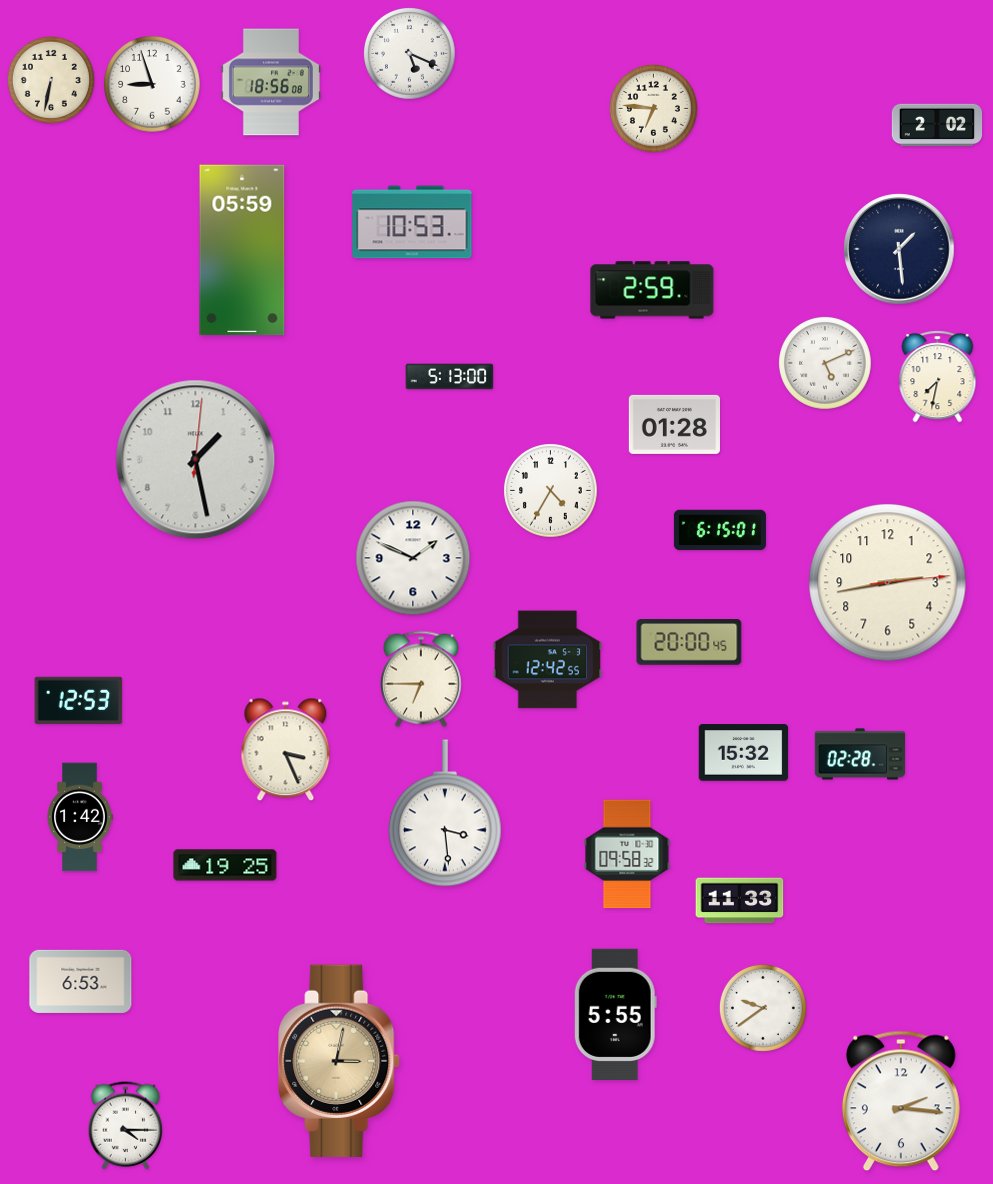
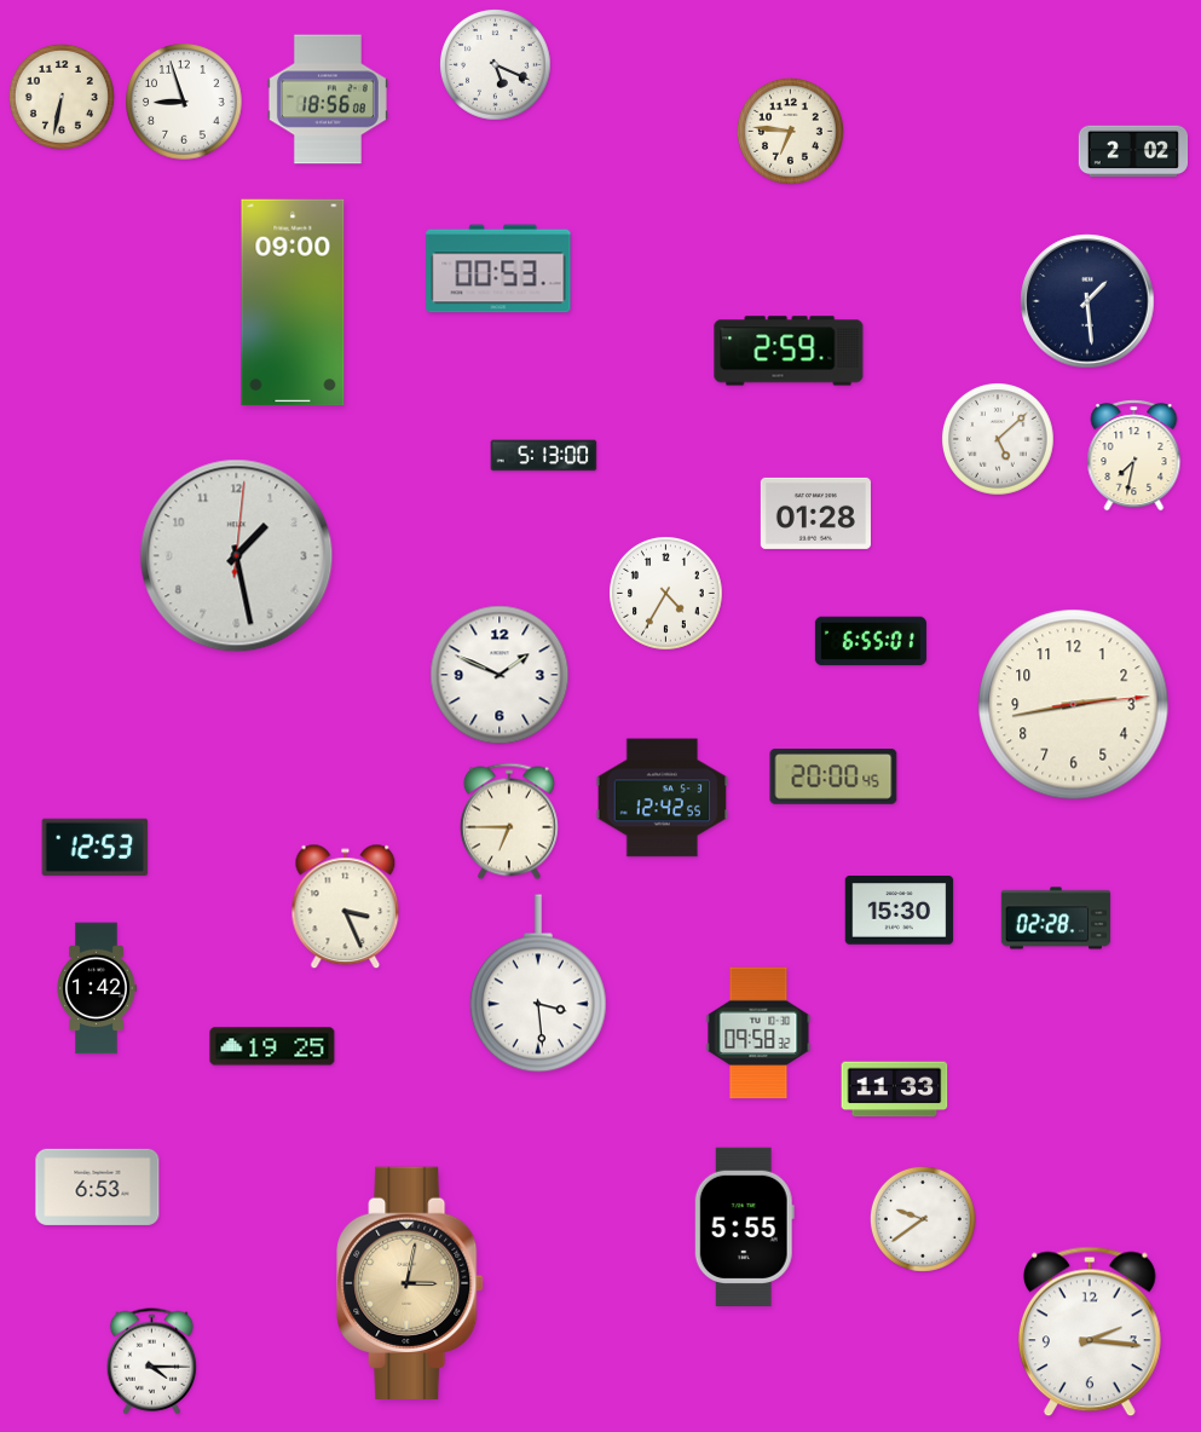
clock at (412, 222): 10:53 -> 00:53
clock at (242, 250): 05:59 -> 09:00
clock at (825, 363): 5:11 -> 5:08
clock at (720, 530): 6:15 -> 6:55
clock at (744, 753): 15:32 -> 15:30
clock at (860, 754) position: (860, 754) -> (1056, 918)
